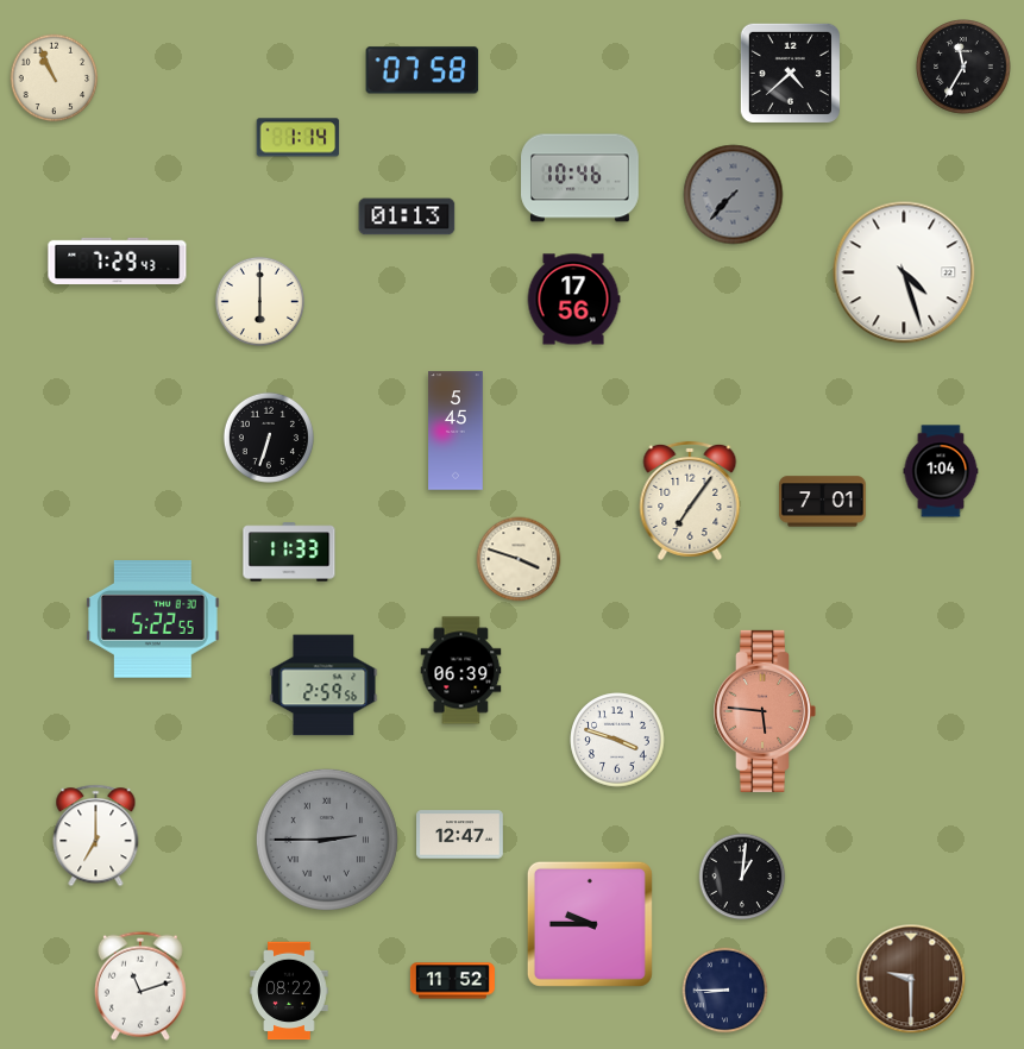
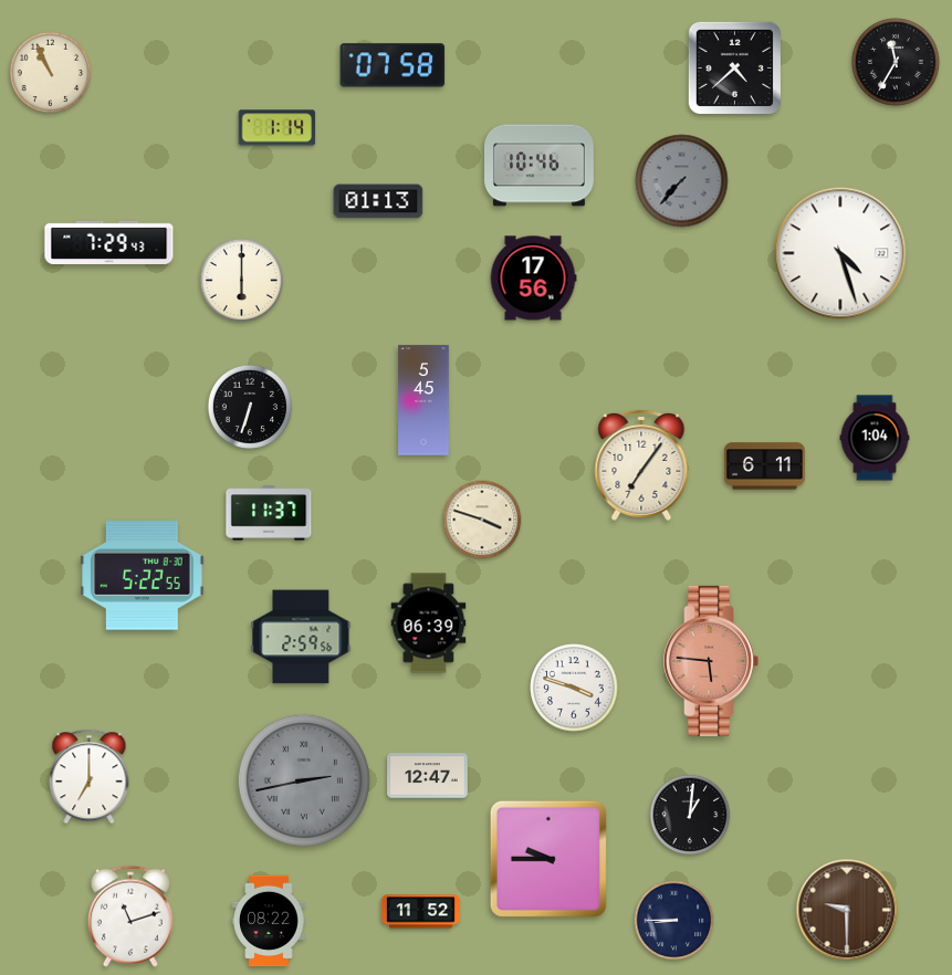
clock at (823, 502): 7:01 -> 6:11
clock at (289, 552): 11:33 -> 11:37
clock at (327, 840): 2:45 -> 2:43
